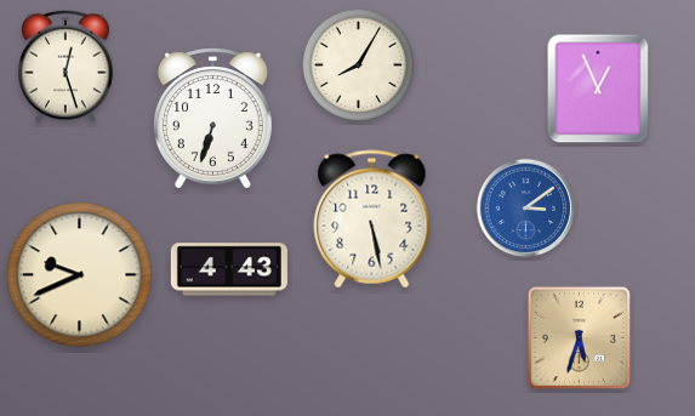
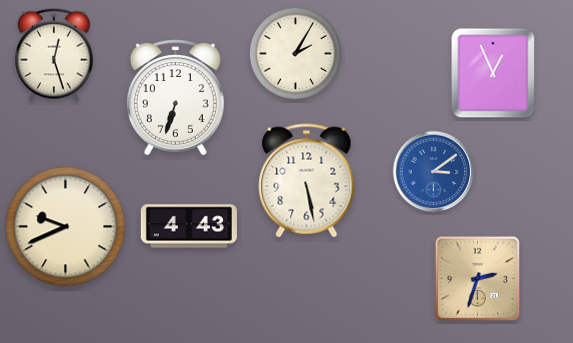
clock at (358, 64): 8:05 -> 2:05
clock at (229, 269) position: (229, 269) -> (189, 226)
clock at (579, 337): 5:33 -> 2:33
